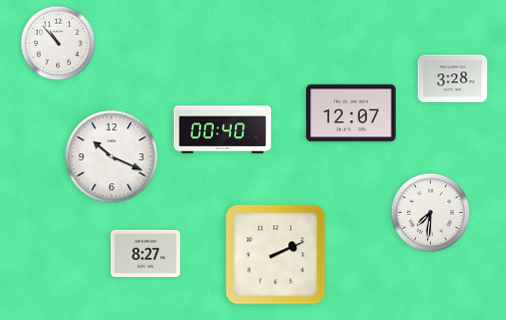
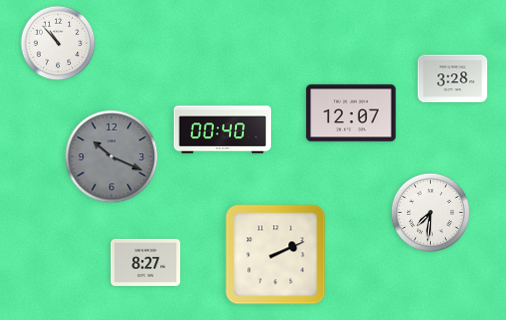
clock at (112, 157) dial: white -> grey
clock at (146, 253) position: (146, 253) -> (146, 262)
